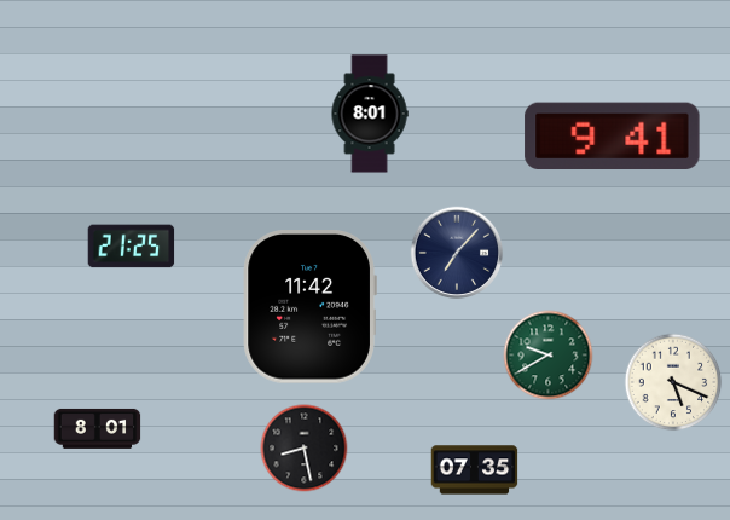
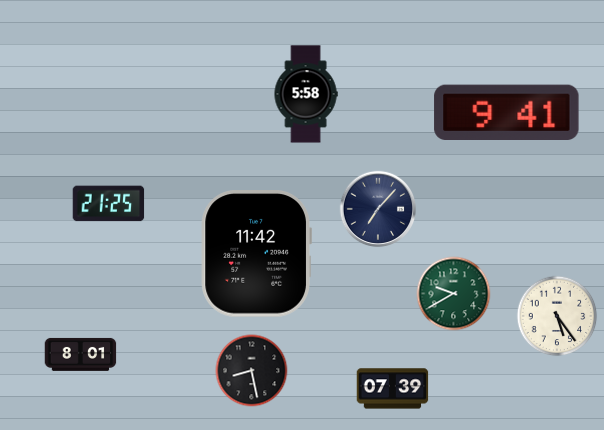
clock at (370, 114): 8:01 -> 5:58
clock at (673, 382): 5:19 -> 5:24
clock at (475, 470): 07:35 -> 07:39
